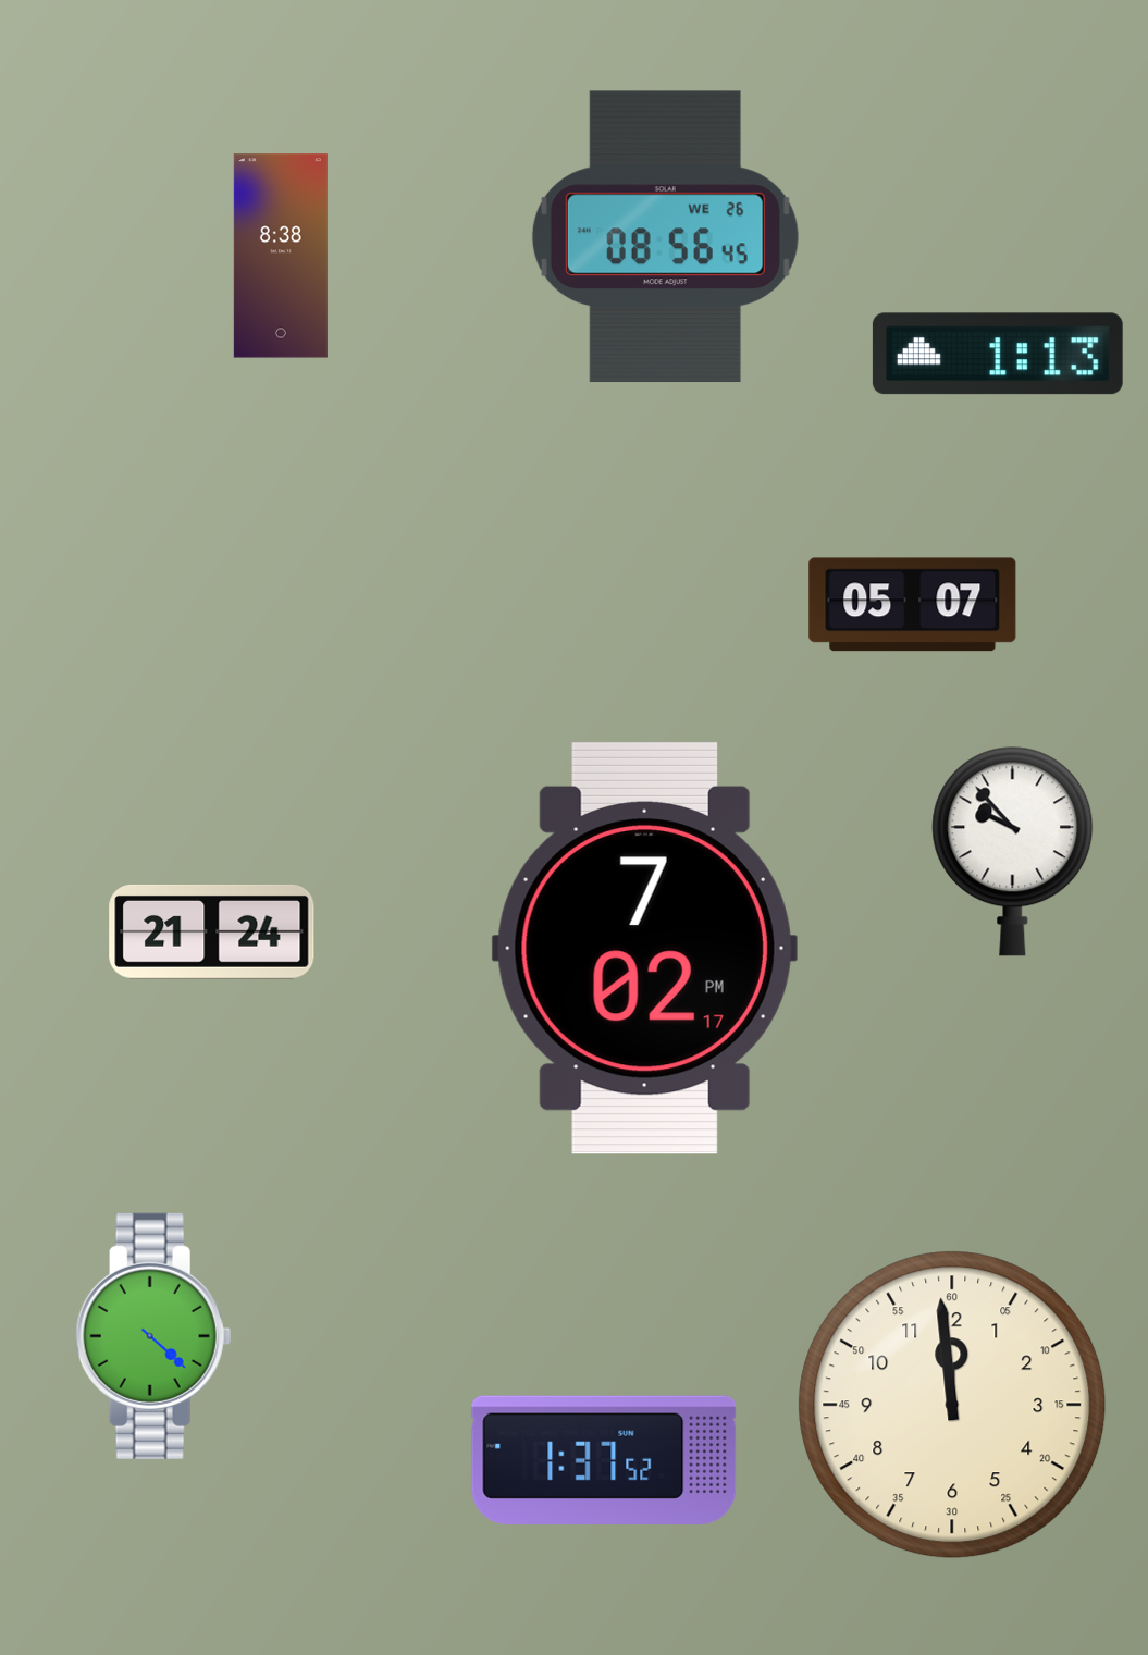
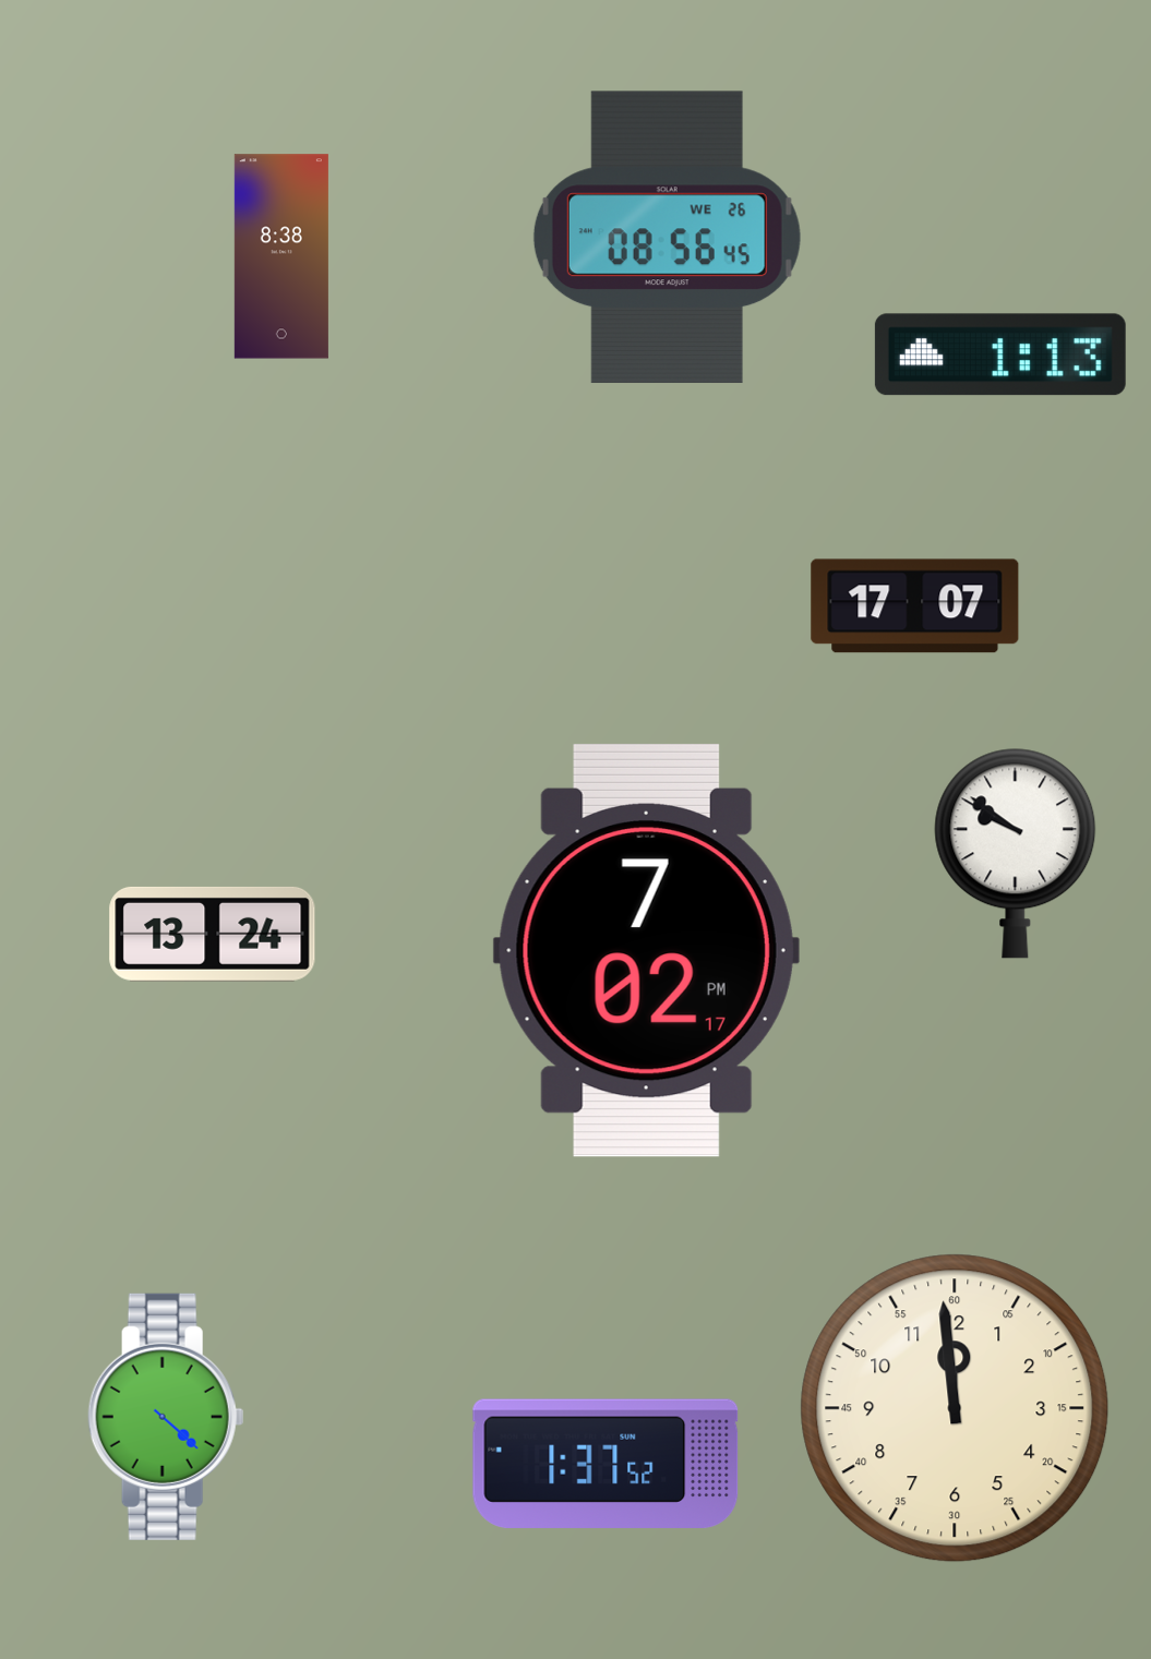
clock at (913, 605): 05:07 -> 17:07
clock at (1013, 851): 9:53 -> 9:51
clock at (212, 931): 21:24 -> 13:24
clock at (153, 1336) position: (153, 1336) -> (166, 1417)
